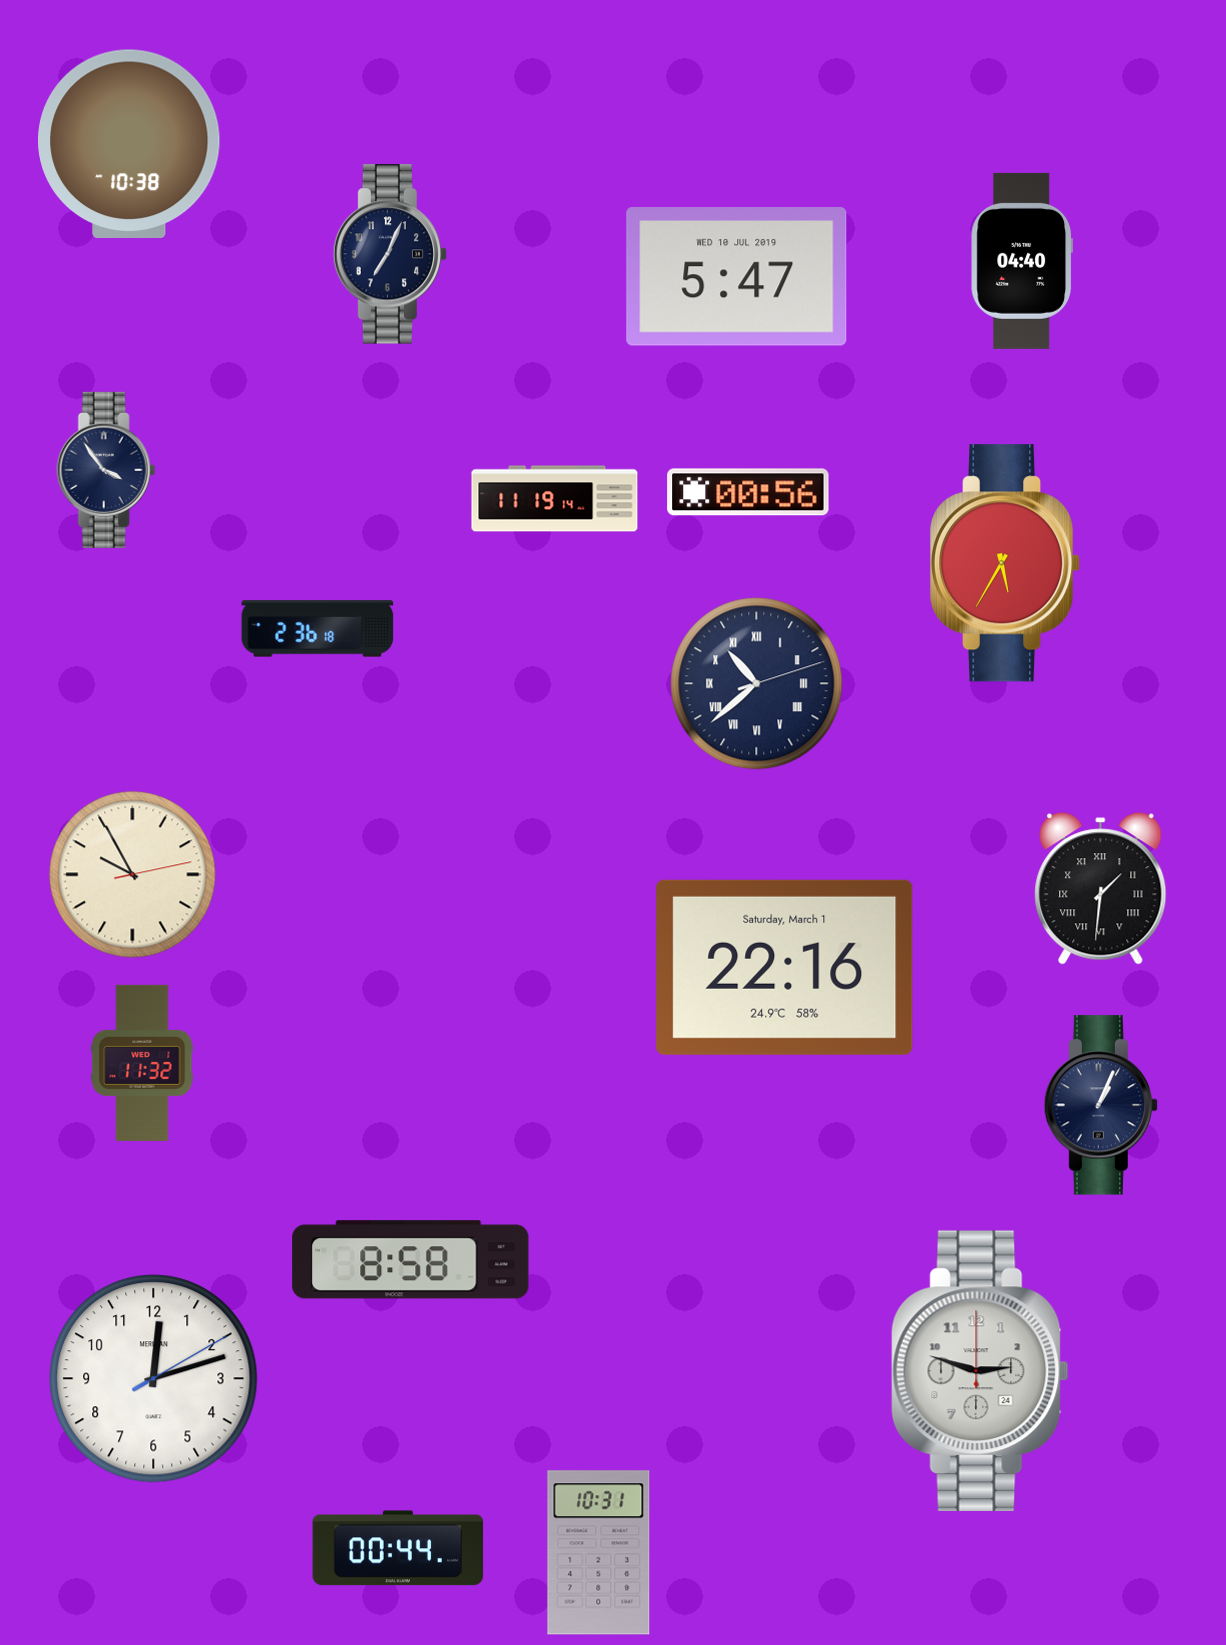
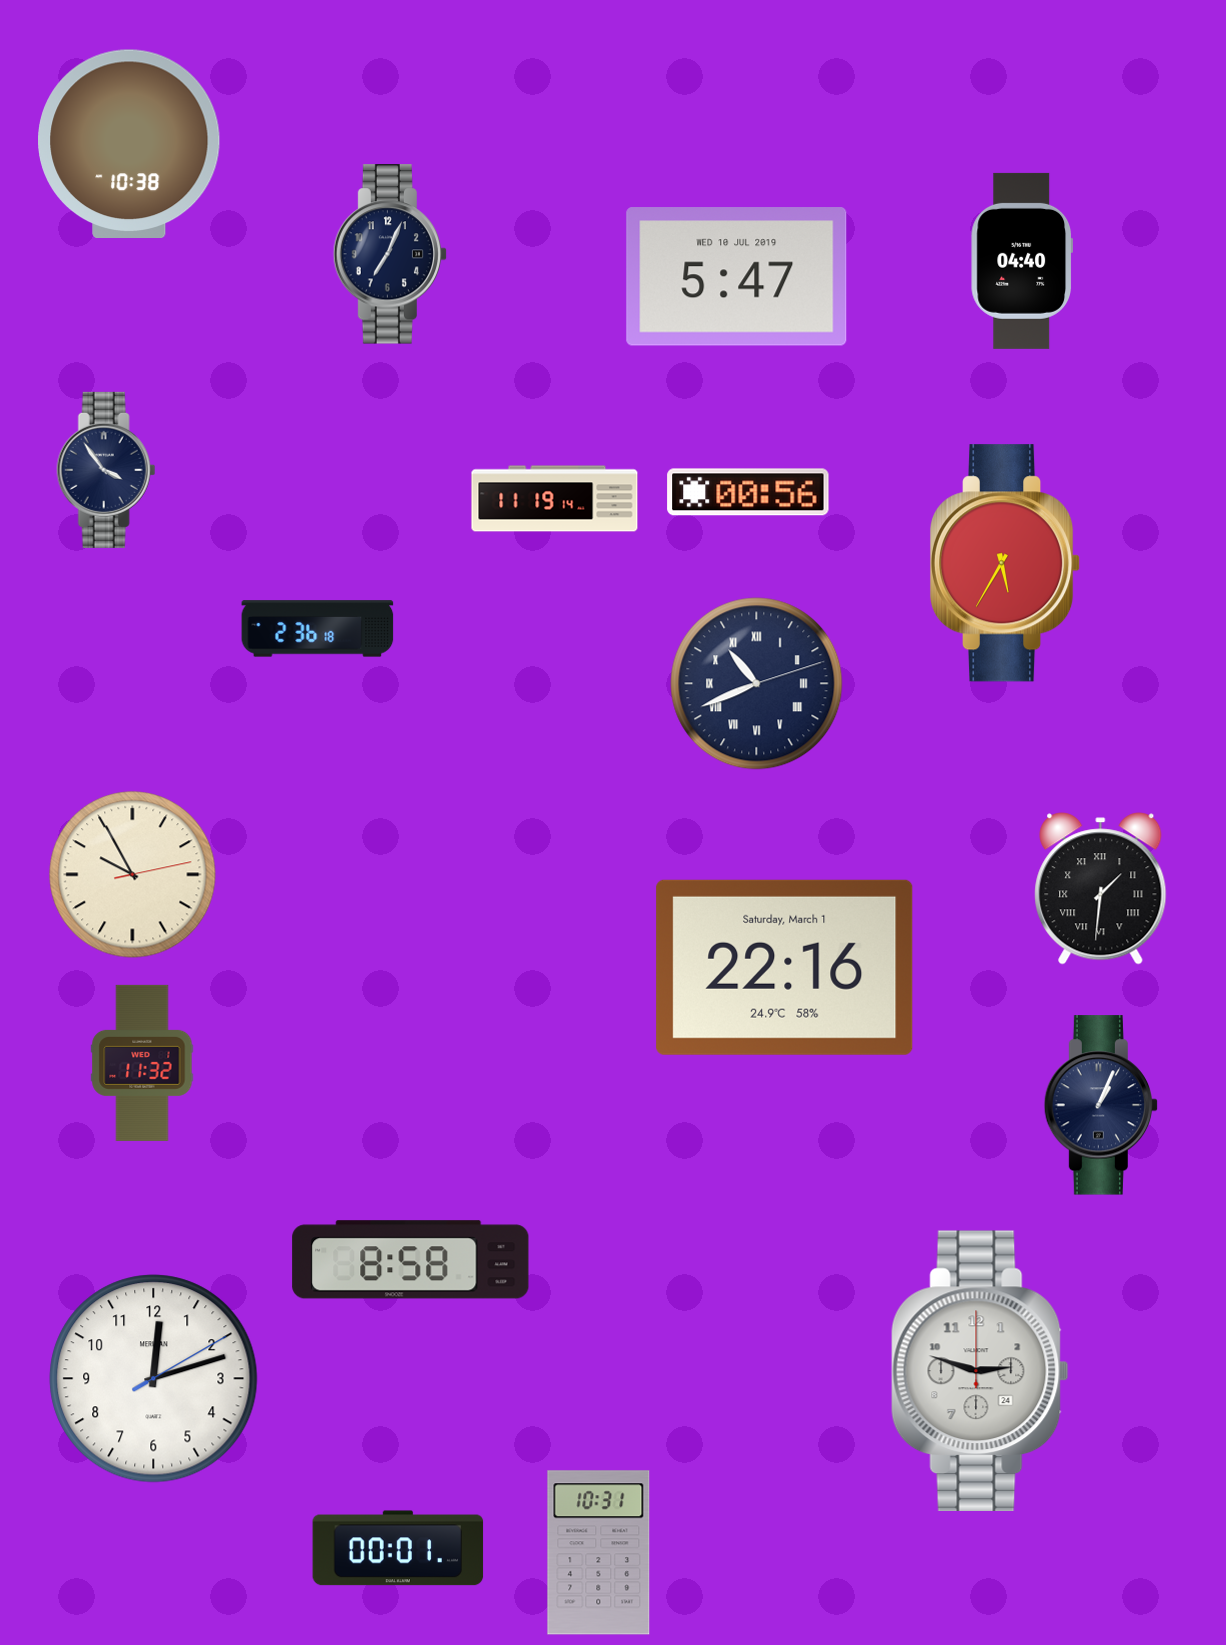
clock at (757, 684): 10:38 -> 10:41
clock at (398, 1548): 00:44 -> 00:01
